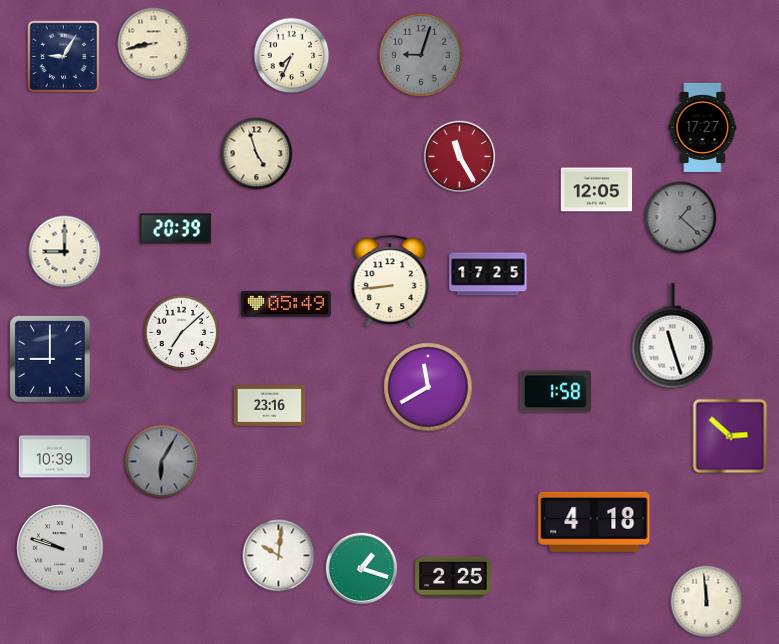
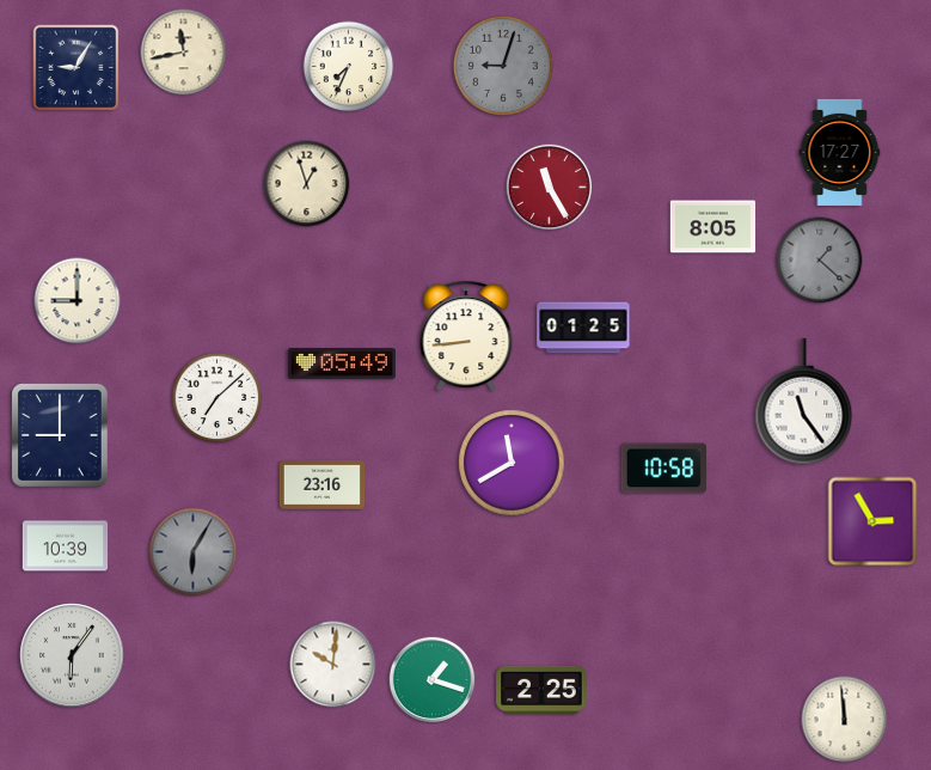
clock at (154, 44): 8:43 -> 11:43
clock at (257, 154): 4:57 -> 12:57
clock at (597, 190): 12:05 -> 8:05
clock at (681, 218) position: (681, 218) -> (820, 261)
clock at (176, 229): 20:39 -> none
clock at (488, 274): 17:25 -> 01:25
clock at (673, 336): 11:27 -> 11:24
clock at (51, 360) position: (51, 360) -> (61, 436)
clock at (555, 392): 1:58 -> 10:58
clock at (730, 436): 2:52 -> 2:55
clock at (594, 522): 4:18 -> none
clock at (60, 548): 9:48 -> 6:06
